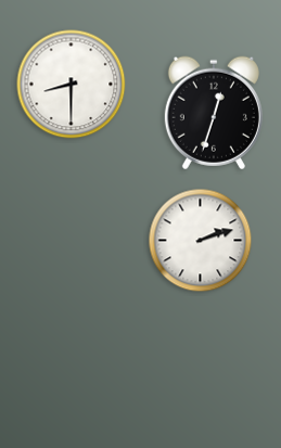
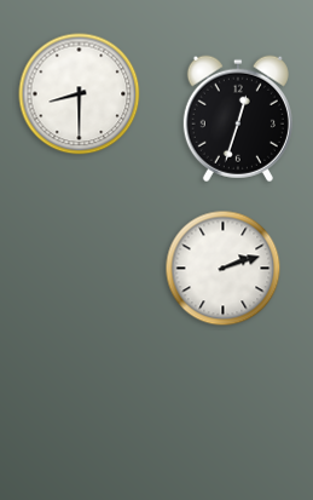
clock at (214, 113) position: (214, 113) -> (238, 119)
